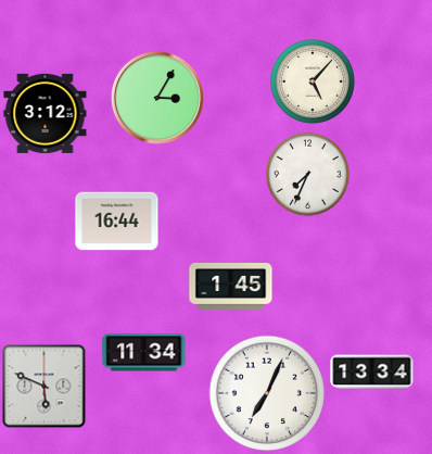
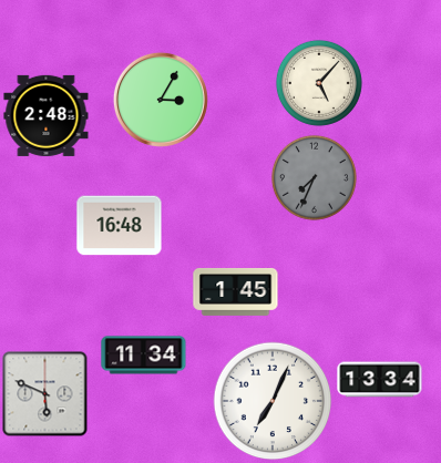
clock at (46, 113): 3:12 -> 2:48
clock at (307, 174) dial: white -> grey
clock at (117, 222): 16:44 -> 16:48
clock at (144, 353) position: (144, 353) -> (144, 356)
